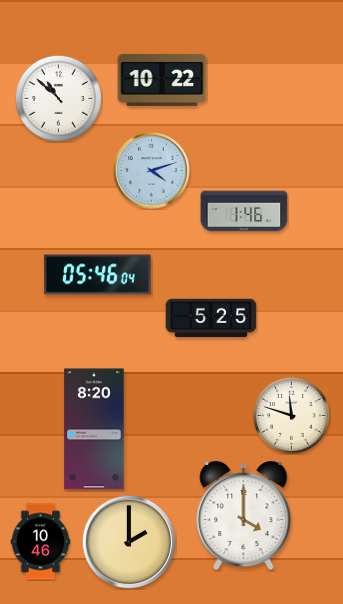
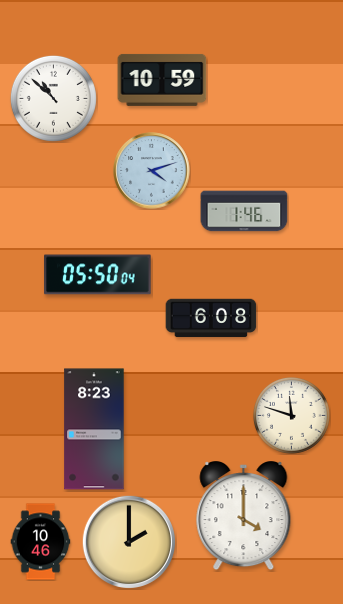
clock at (162, 80): 10:22 -> 10:59
clock at (58, 98) position: (58, 98) -> (53, 98)
clock at (98, 275): 05:46 -> 05:50
clock at (211, 318): 5:25 -> 6:08
clock at (94, 429): 8:20 -> 8:23
